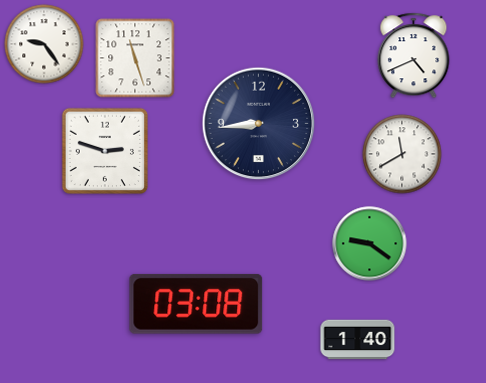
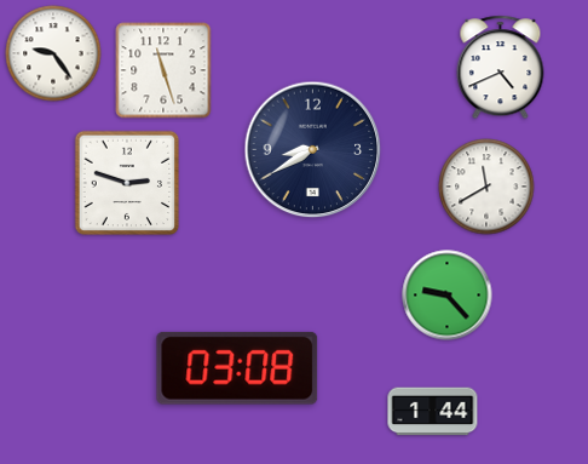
clock at (259, 124): 8:44 -> 8:40
clock at (370, 244): 9:21 -> 9:23
clock at (358, 340): 1:40 -> 1:44
